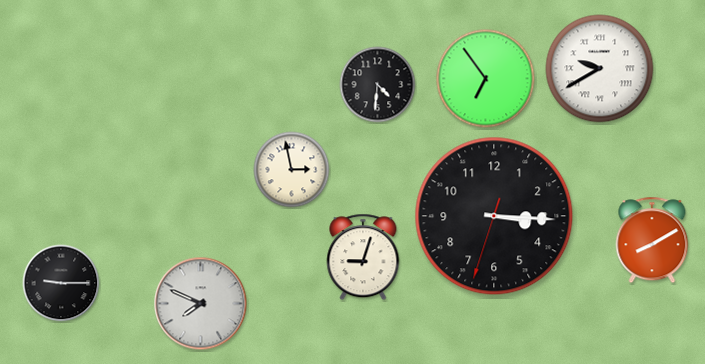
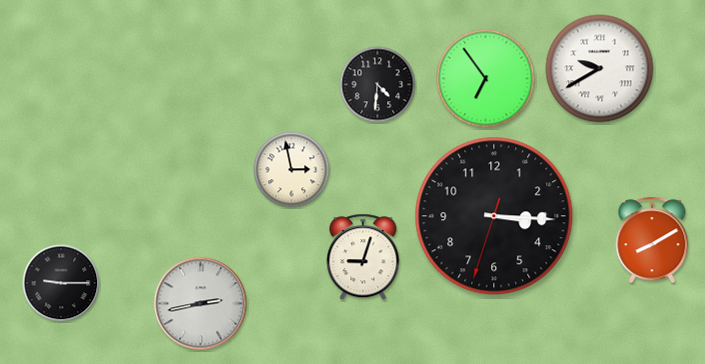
clock at (201, 304): 7:49 -> 2:43
